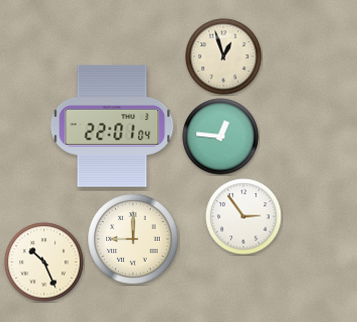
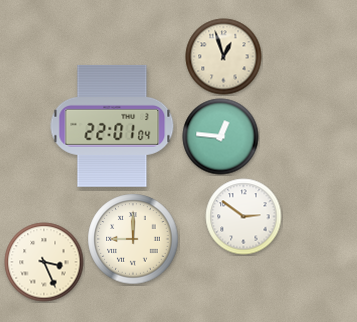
clock at (244, 217): 2:54 -> 2:51
clock at (44, 262): 10:26 -> 3:26
